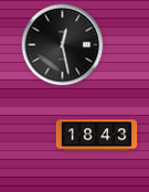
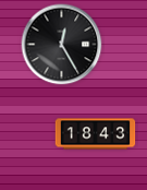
clock at (63, 45): 12:28 -> 12:25
